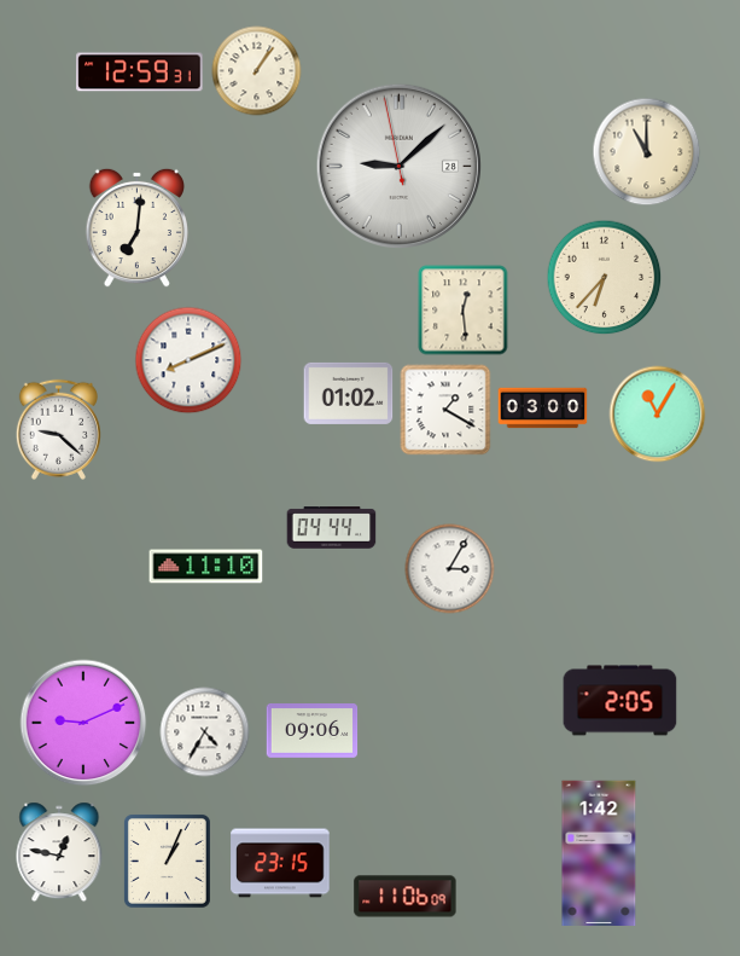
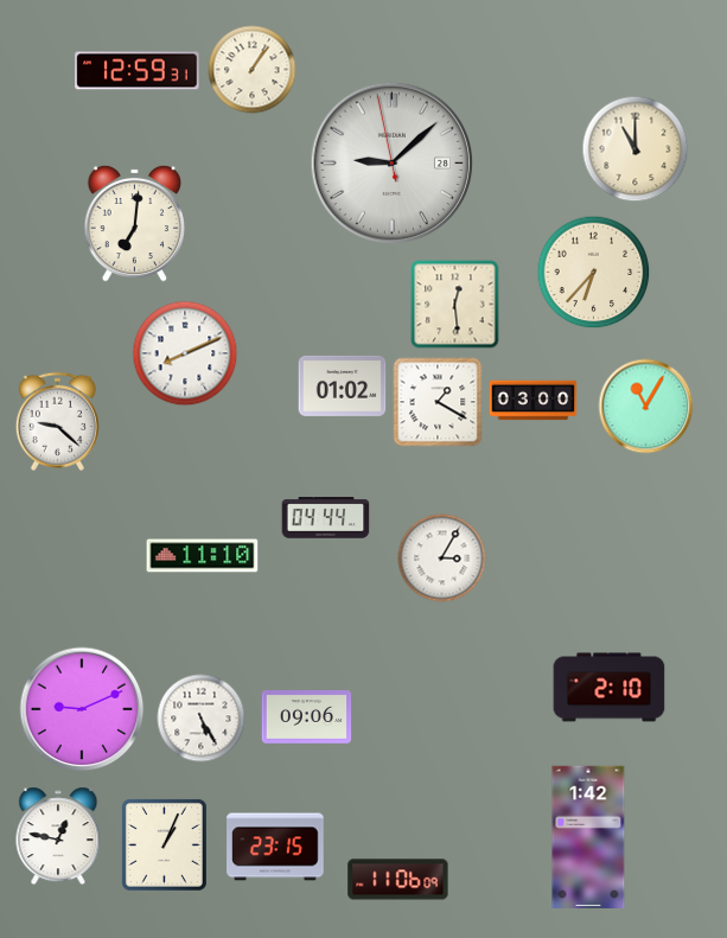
clock at (620, 701): 2:05 -> 2:10
clock at (205, 732): 4:35 -> 5:25
